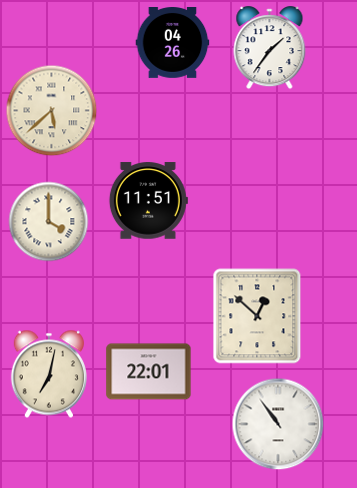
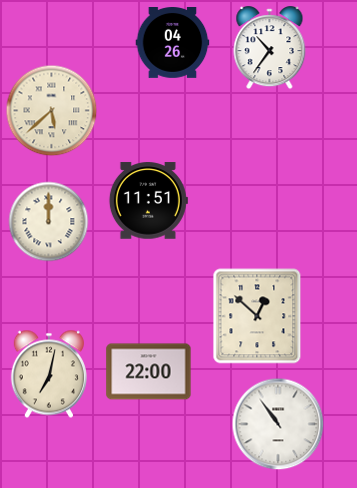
clock at (270, 48): 1:36 -> 10:36
clock at (49, 222): 4:00 -> 12:00
clock at (149, 372): 22:01 -> 22:00
